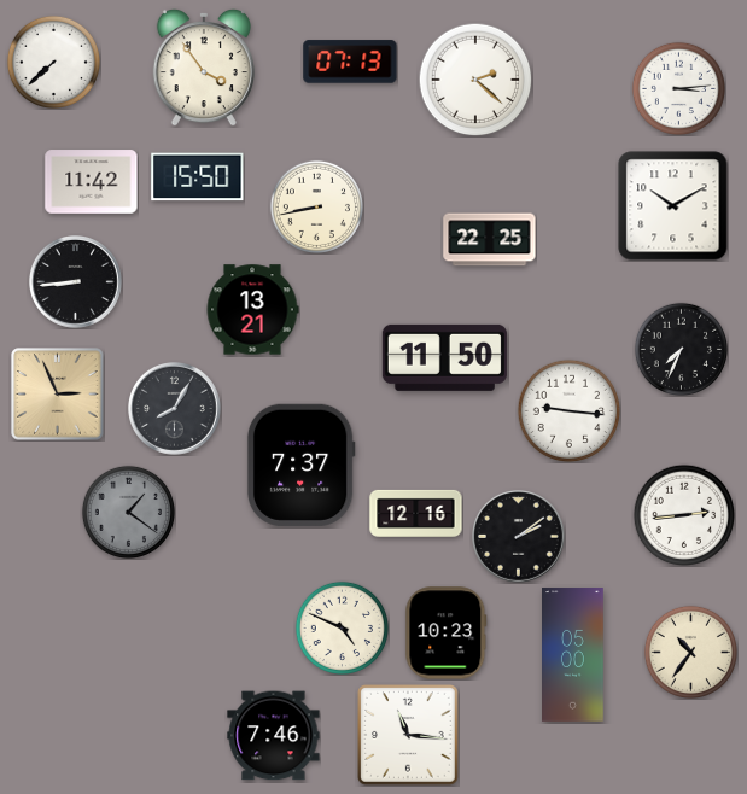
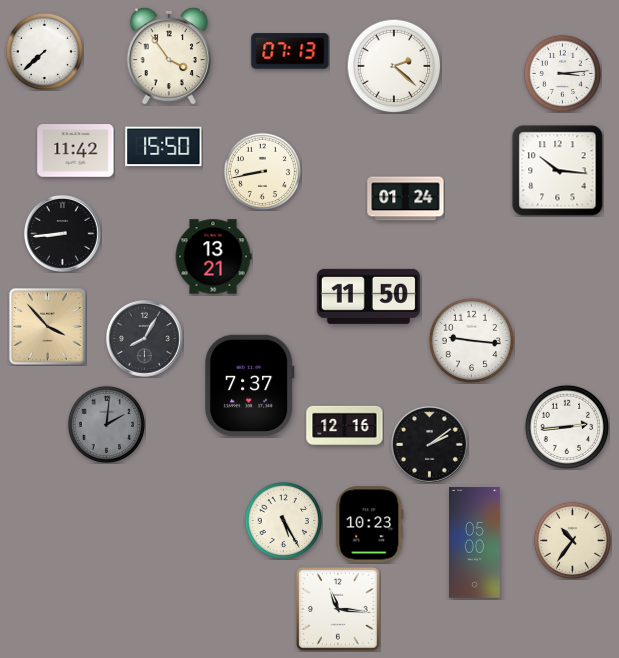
clock at (673, 206): 10:10 -> 10:16
clock at (490, 240): 22:25 -> 01:24
clock at (252, 310) position: (252, 310) -> (213, 257)
clock at (681, 349): 7:34 -> none
clock at (58, 395): 2:56 -> 3:53
clock at (128, 512): 1:21 -> 2:01
clock at (342, 627): 4:49 -> 5:25
clock at (274, 736): 7:46 -> none
